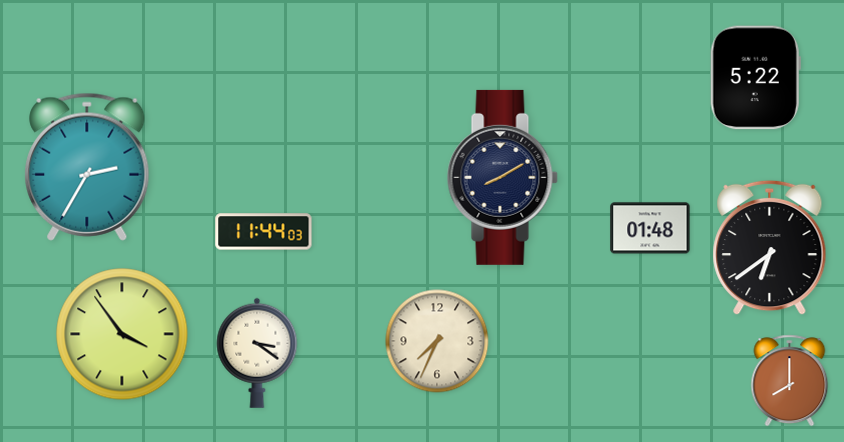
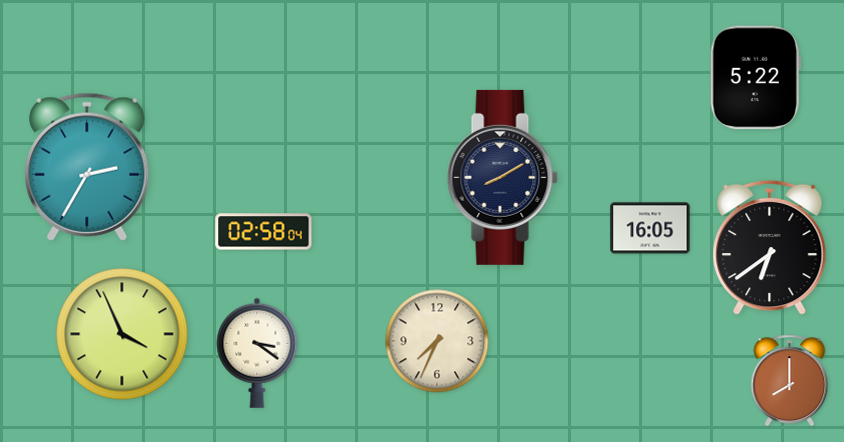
clock at (650, 228): 01:48 -> 16:05
clock at (264, 232): 11:44 -> 02:58
clock at (122, 334): 3:54 -> 3:56
